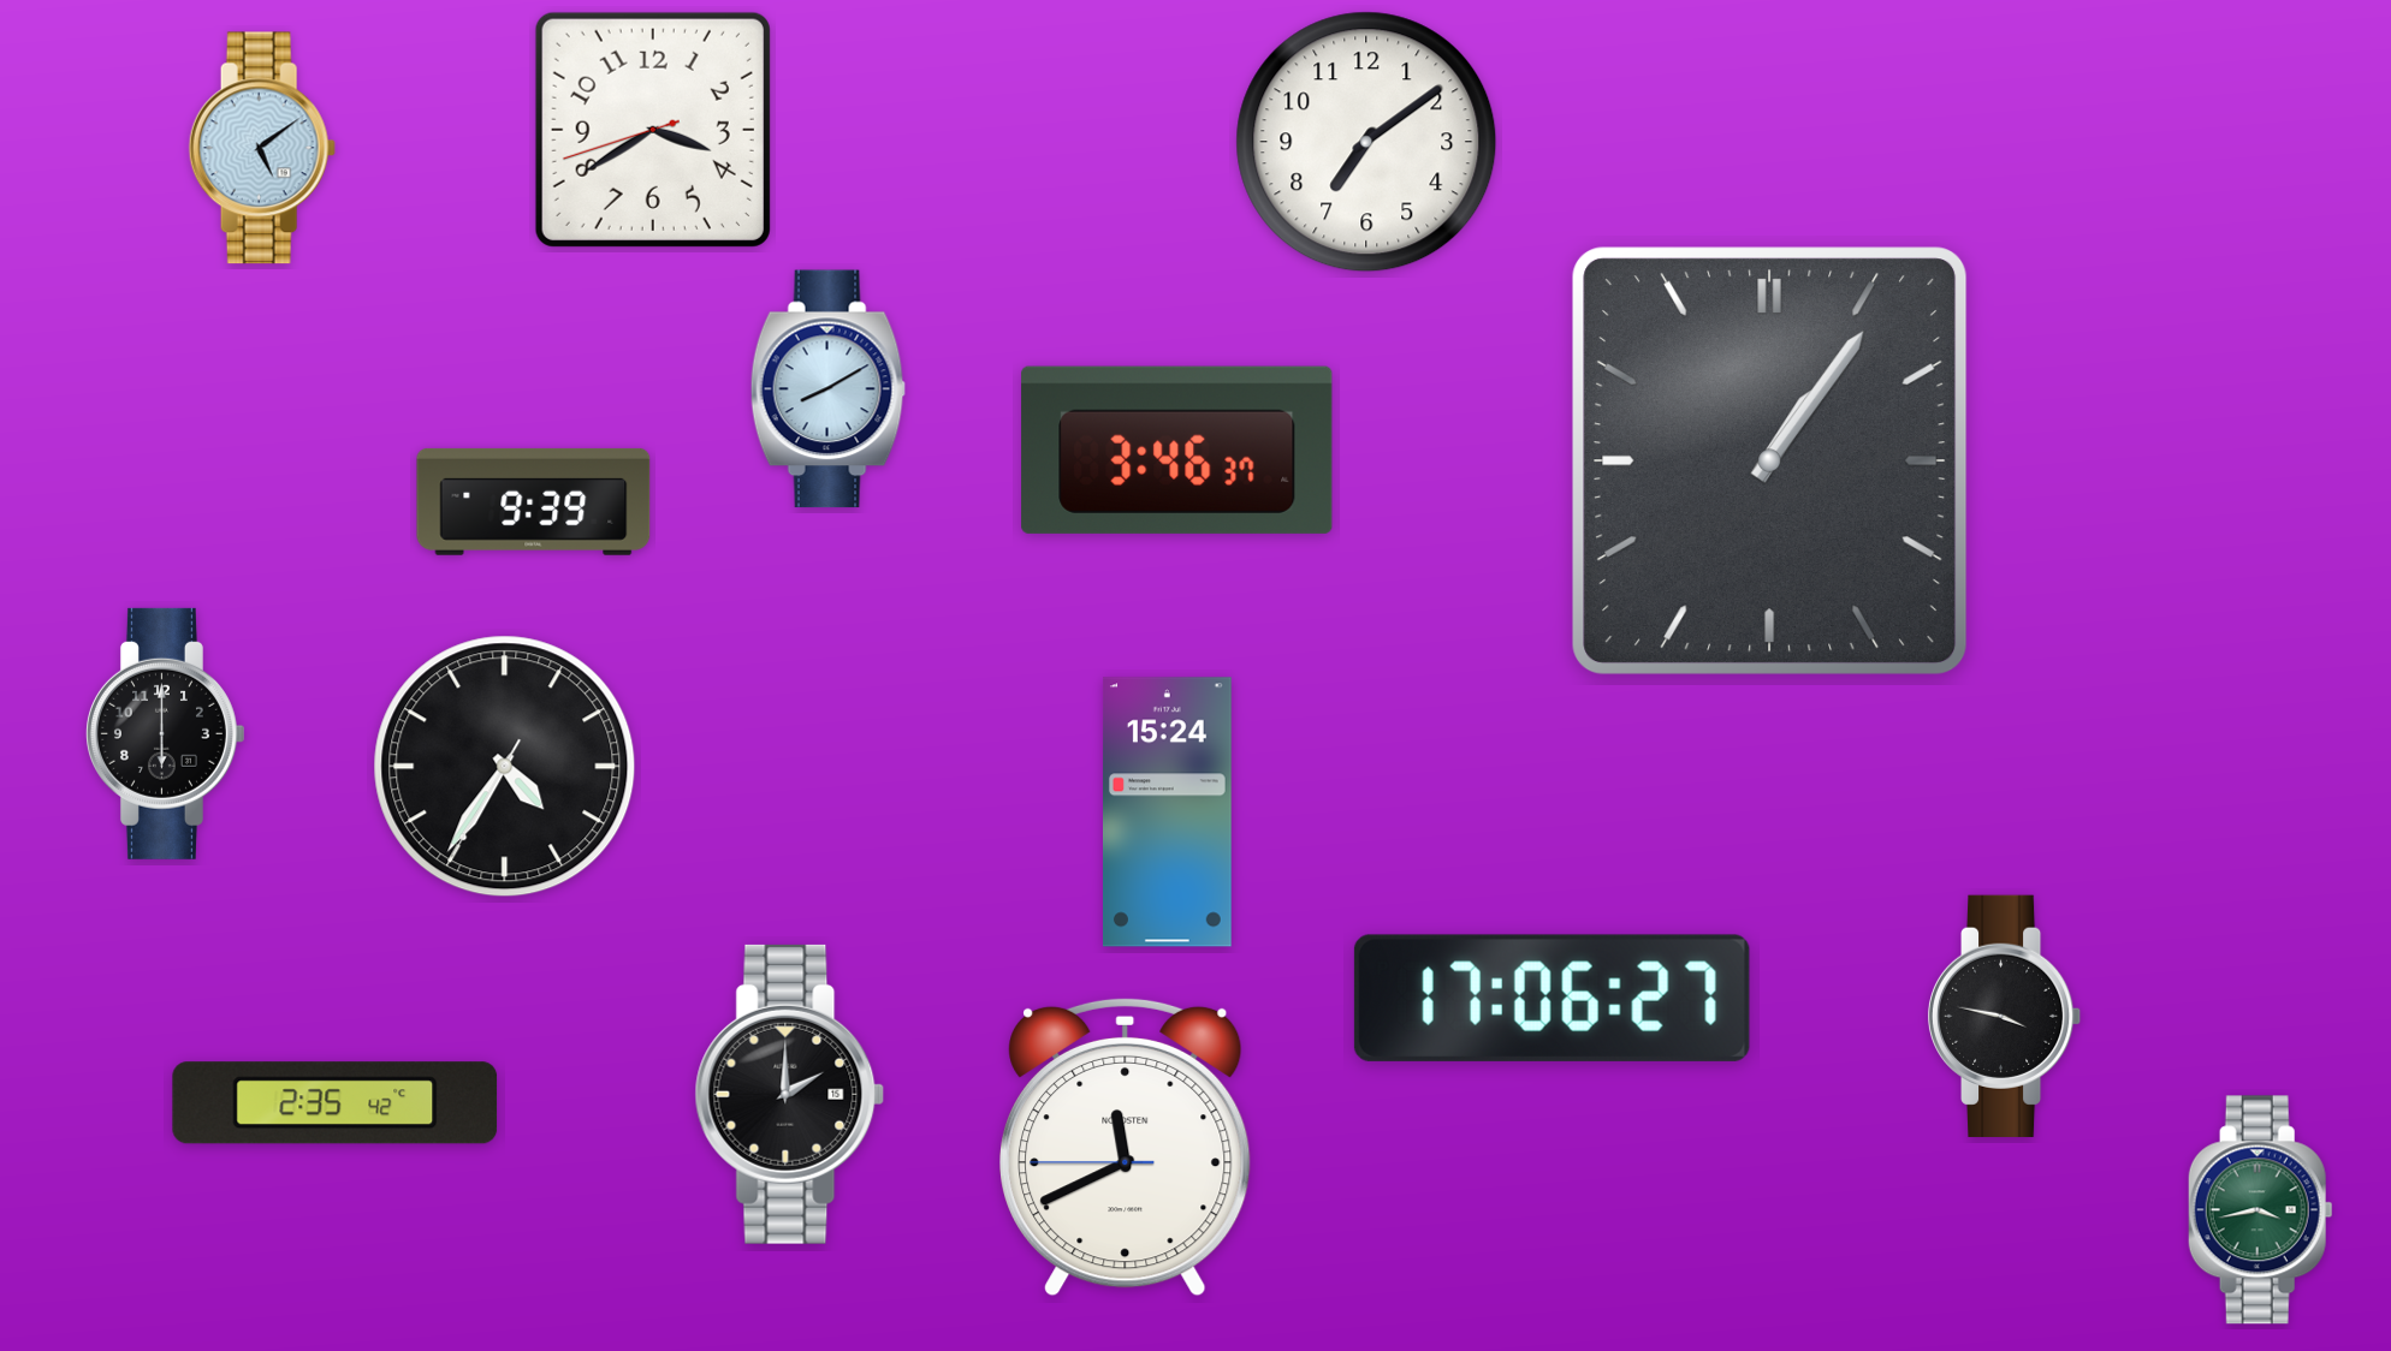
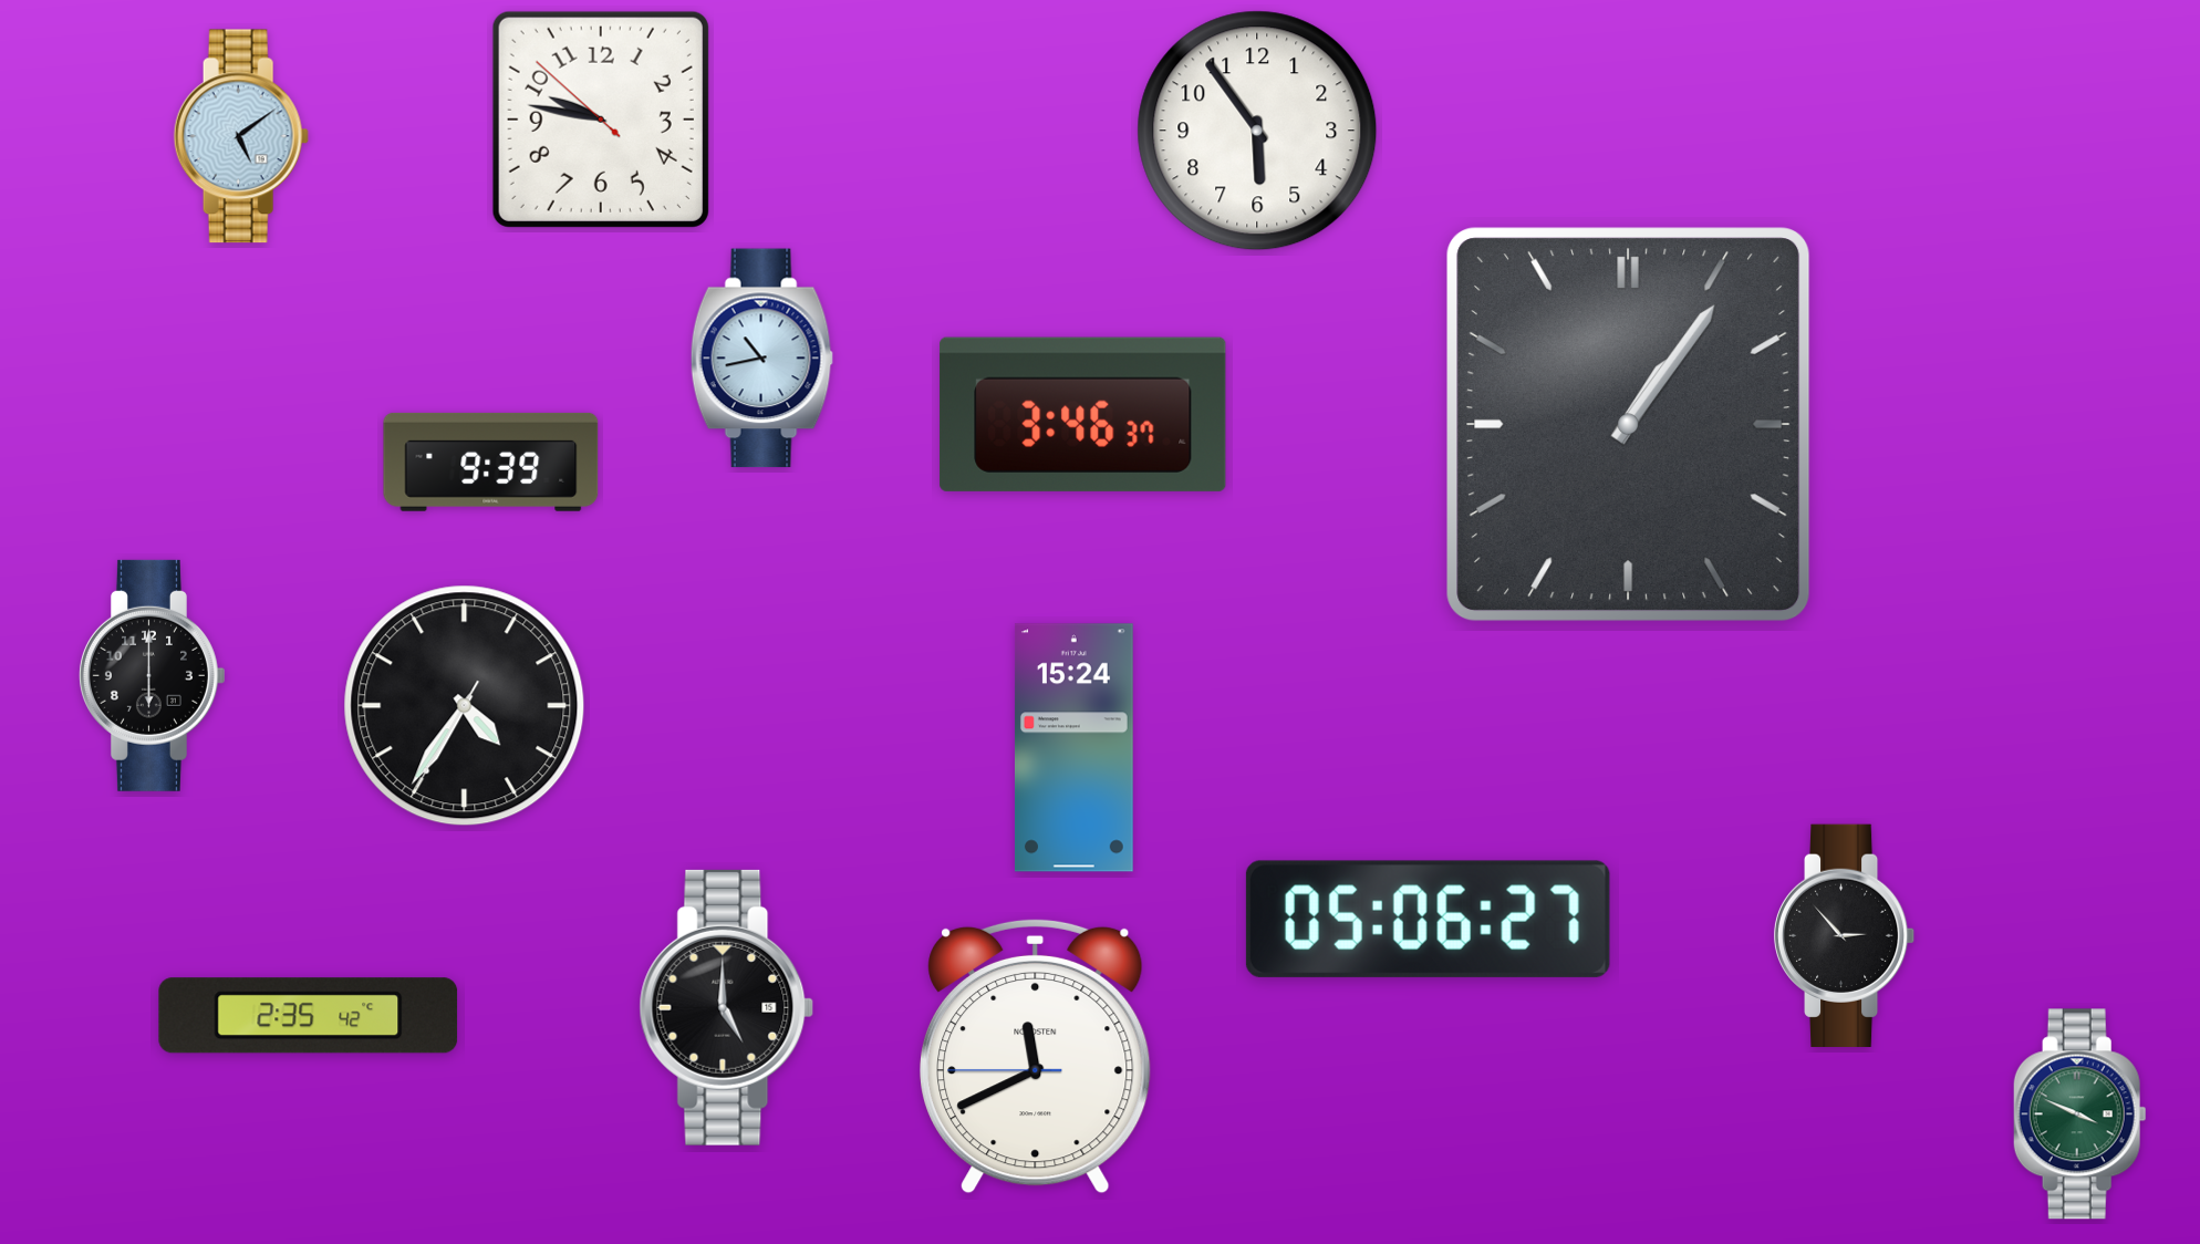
clock at (653, 130): 3:39 -> 9:46
clock at (1366, 142): 7:09 -> 5:54
clock at (827, 389): 8:10 -> 10:43
clock at (1552, 998): 17:06 -> 05:06
clock at (2005, 1016): 3:47 -> 2:53
clock at (790, 1094): 2:00 -> 5:00
clock at (2260, 1210): 3:43 -> 3:49
